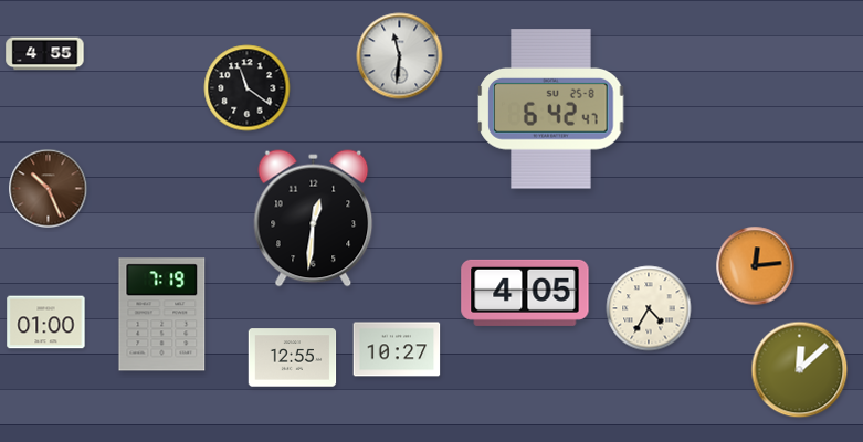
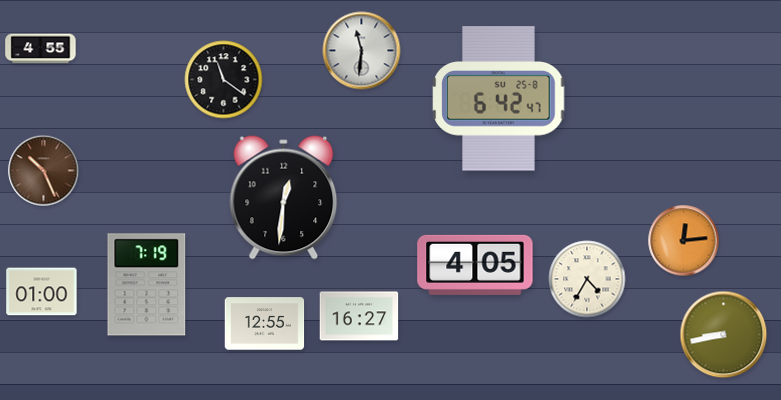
clock at (397, 349): 10:27 -> 16:27
clock at (800, 370): 12:08 -> 8:43
